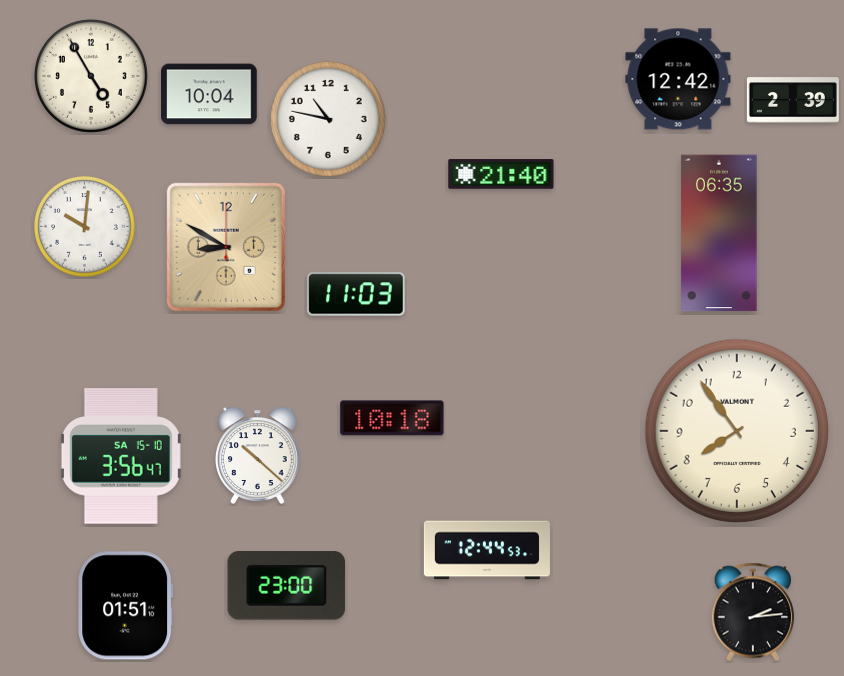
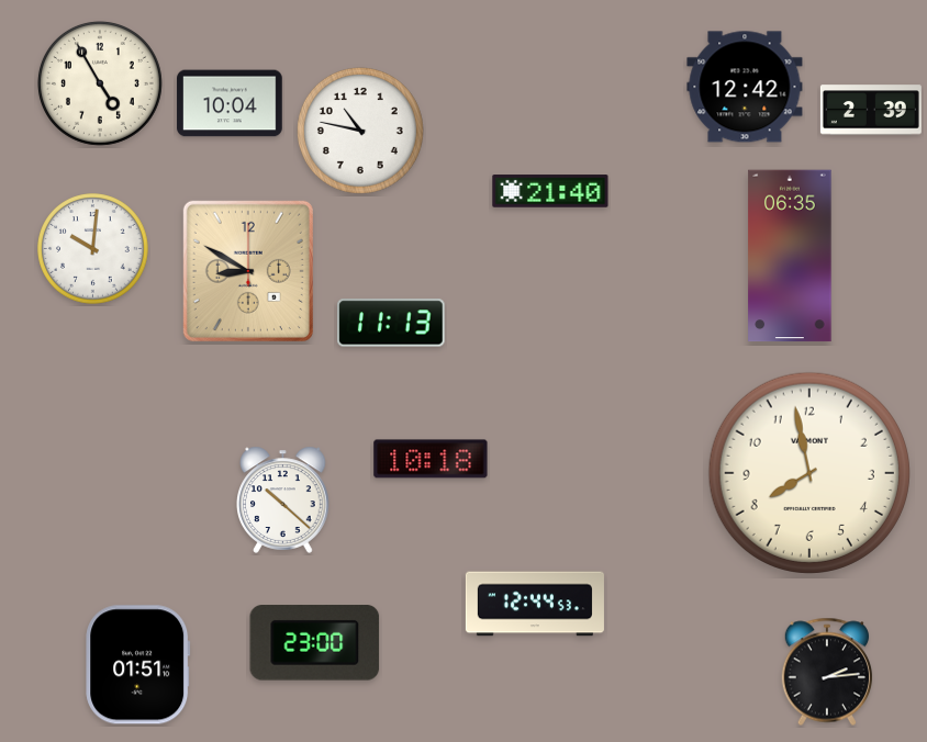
clock at (356, 294): 11:03 -> 11:13
clock at (737, 431): 7:54 -> 7:58
clock at (121, 456): 3:56 -> none
